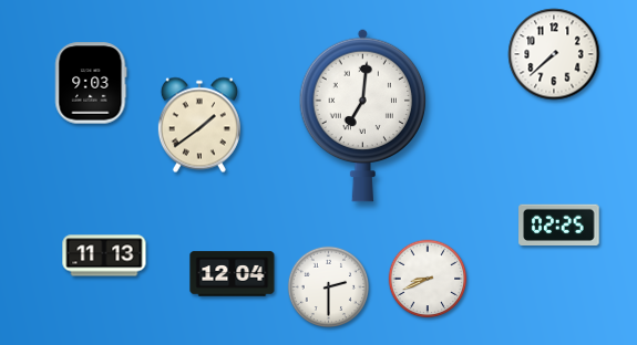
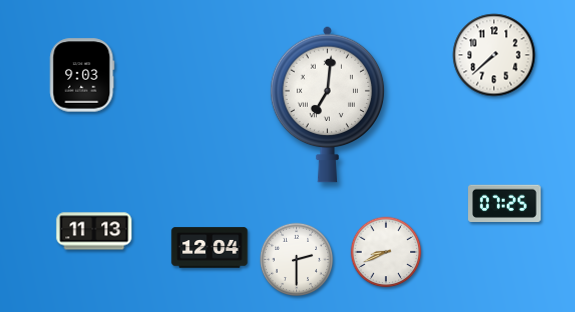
clock at (554, 54) position: (554, 54) -> (494, 55)
clock at (199, 125): 1:39 -> none
clock at (559, 224): 02:25 -> 07:25
